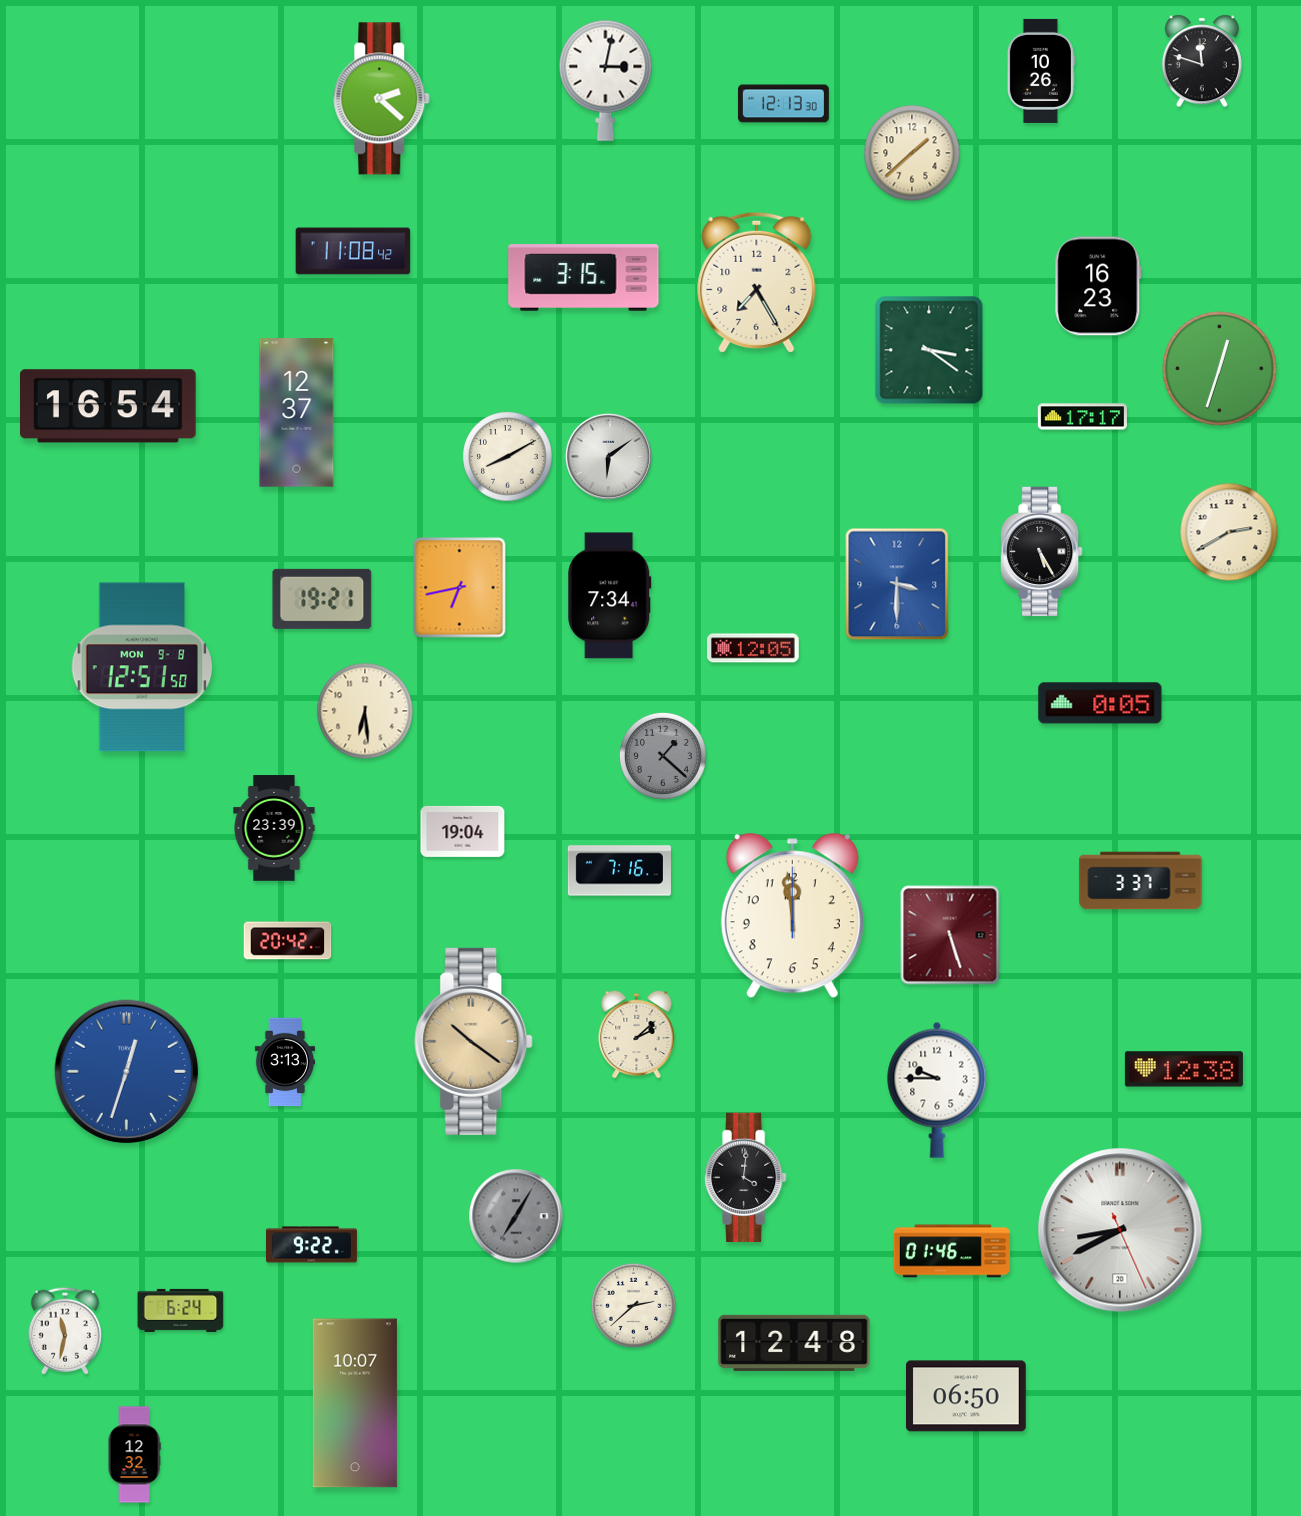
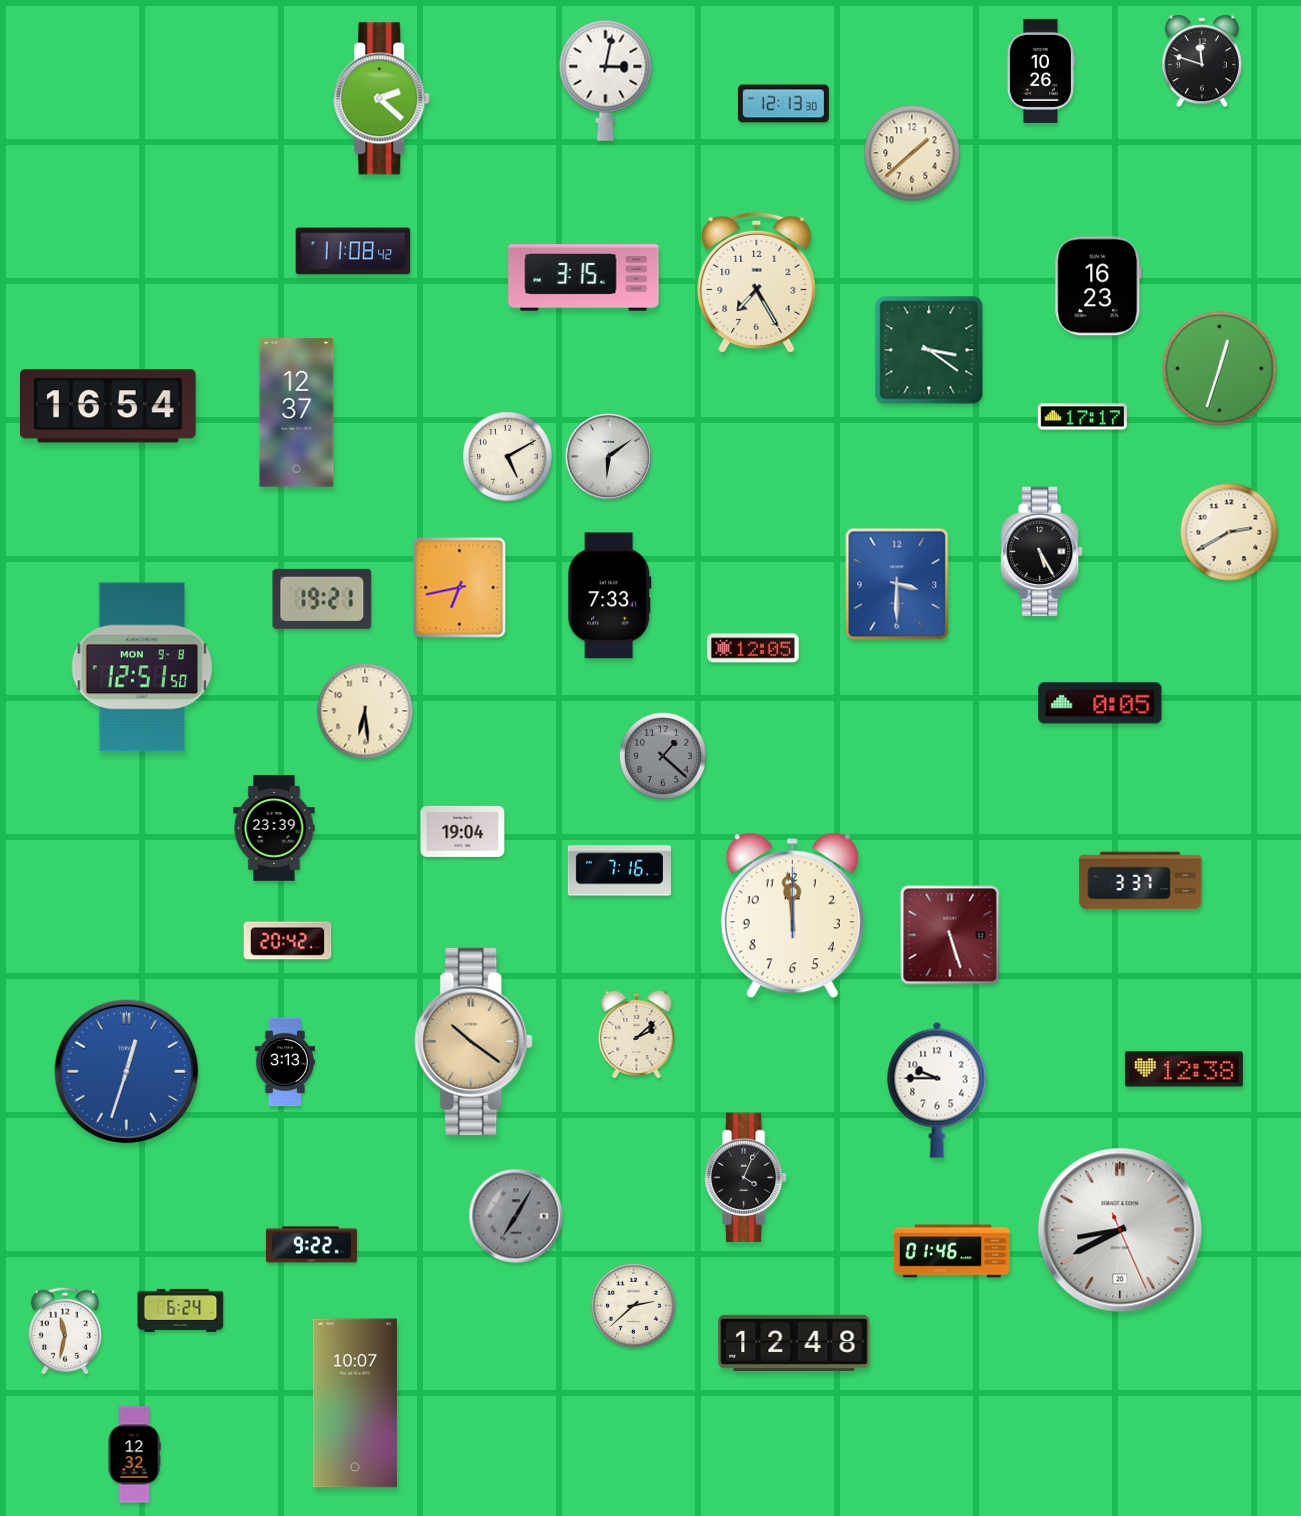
clock at (508, 457): 8:10 -> 5:10
clock at (610, 596): 7:34 -> 7:33
clock at (746, 1178): 4:01 -> 4:04
clock at (967, 1396): 06:50 -> none
